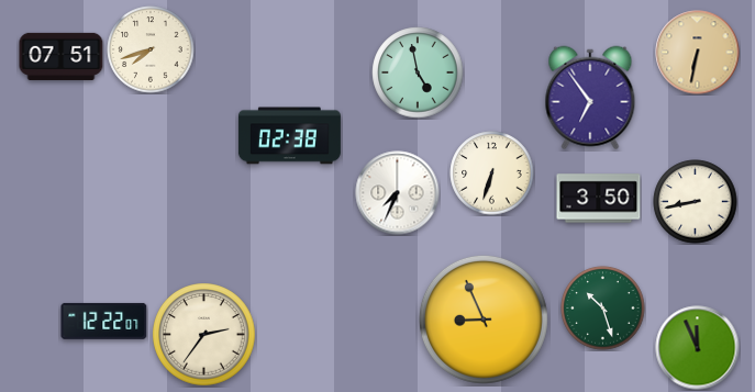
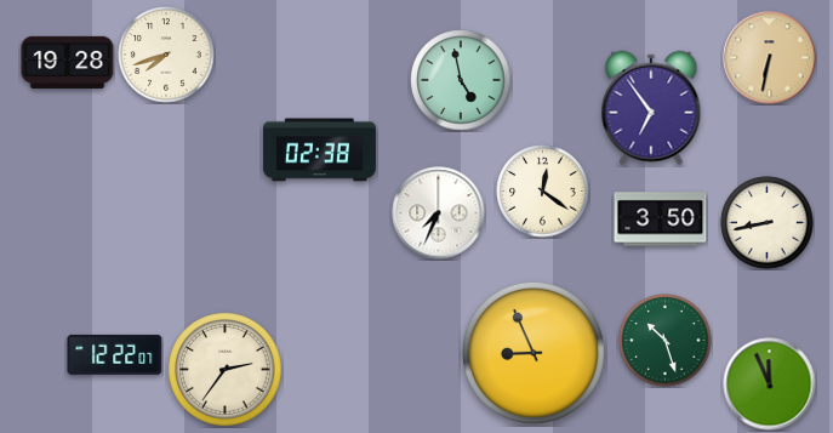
clock at (62, 56): 07:51 -> 19:28
clock at (492, 173): 6:33 -> 12:21
